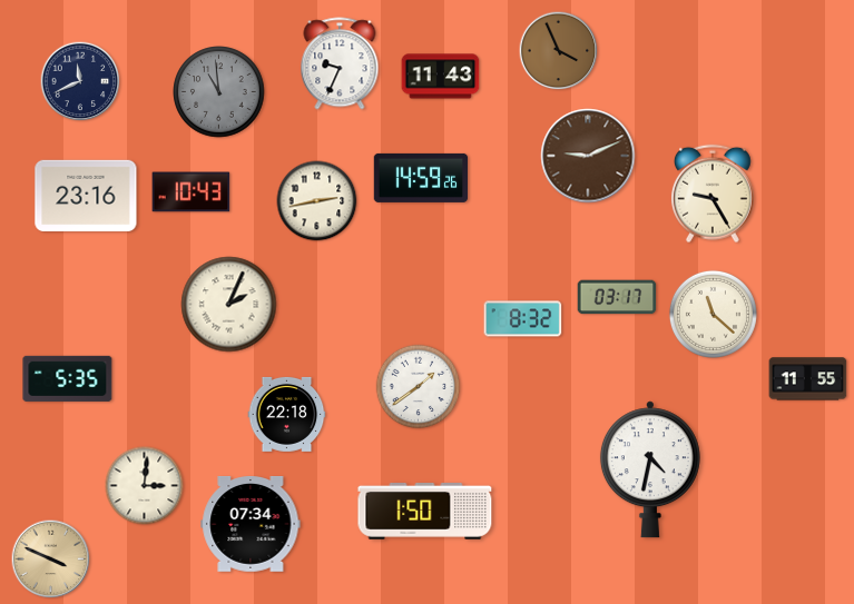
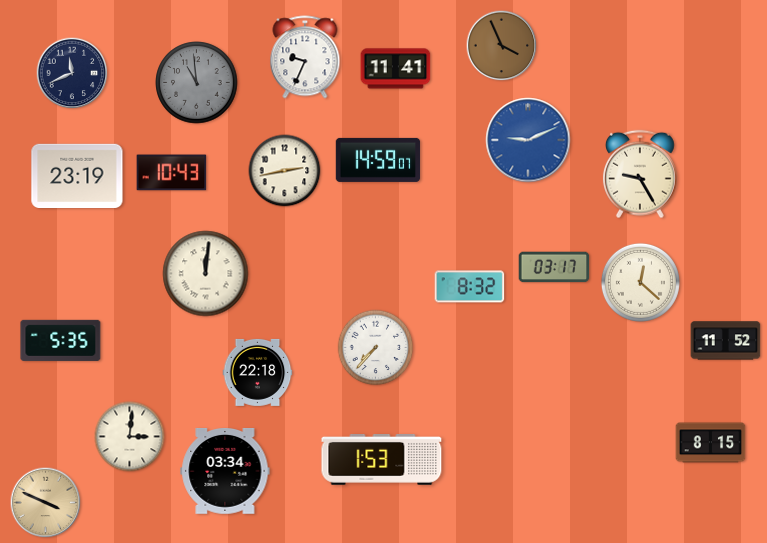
clock at (441, 77): 11:43 -> 11:41
clock at (588, 156) dial: brown -> blue
clock at (421, 178): 14:59:26 -> 14:59:07
clock at (86, 195): 23:16 -> 23:19
clock at (317, 201) position: (317, 201) -> (285, 171)
clock at (229, 305): 2:04 -> 12:01
clock at (713, 314): 11:22 -> 12:22
clock at (808, 379): 11:55 -> 11:52
clock at (419, 387): 1:39 -> 7:37
clock at (650, 469): 4:32 -> none
clock at (711, 443): none -> 8:15
clock at (425, 512): 1:50 -> 1:53
clock at (251, 525): 07:34 -> 03:34
